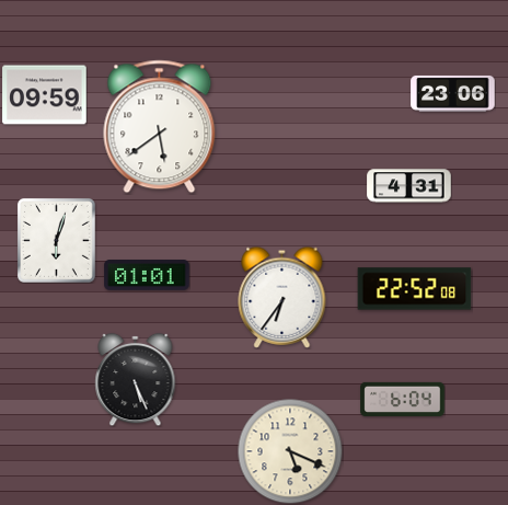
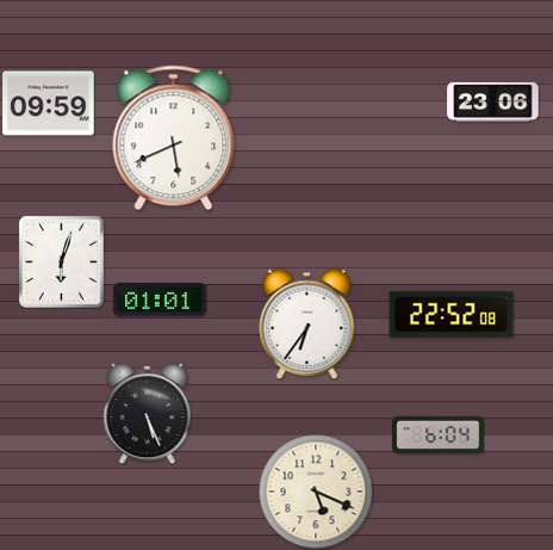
clock at (160, 127): 5:39 -> 5:41
clock at (409, 186): 4:31 -> none
